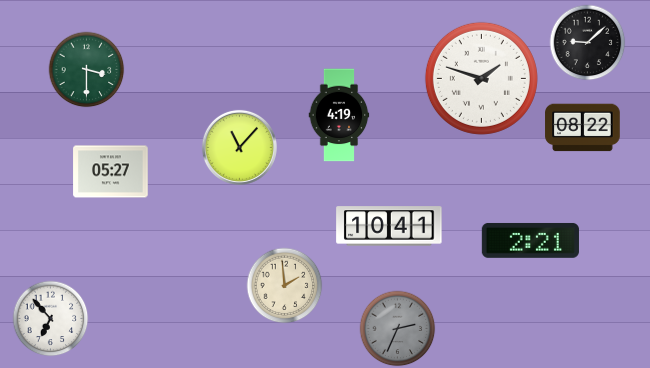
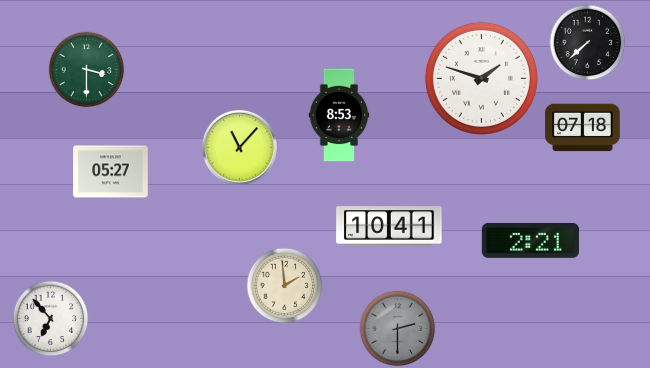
clock at (588, 43): 9:08 -> 7:38
clock at (339, 115): 4:19 -> 8:53
clock at (583, 128): 08:22 -> 07:18
clock at (398, 329): 2:34 -> 2:30
